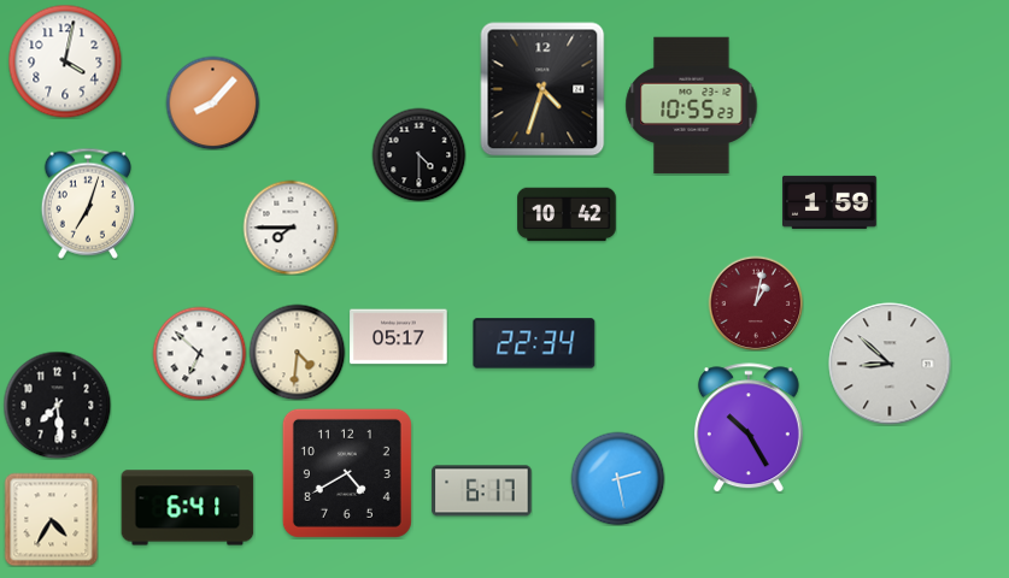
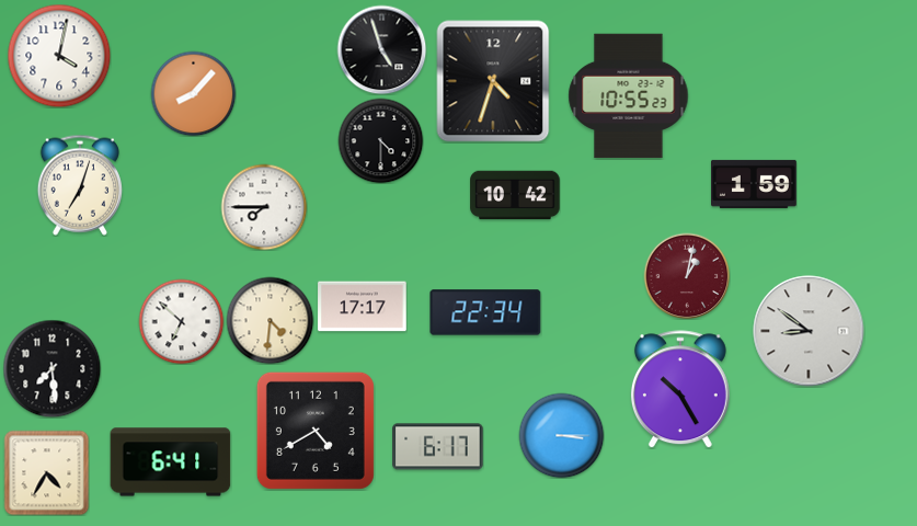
clock at (381, 49): none -> 4:57
clock at (399, 337): 05:17 -> 17:17
clock at (890, 364): 8:52 -> 8:51
clock at (617, 478): 2:28 -> 3:15
